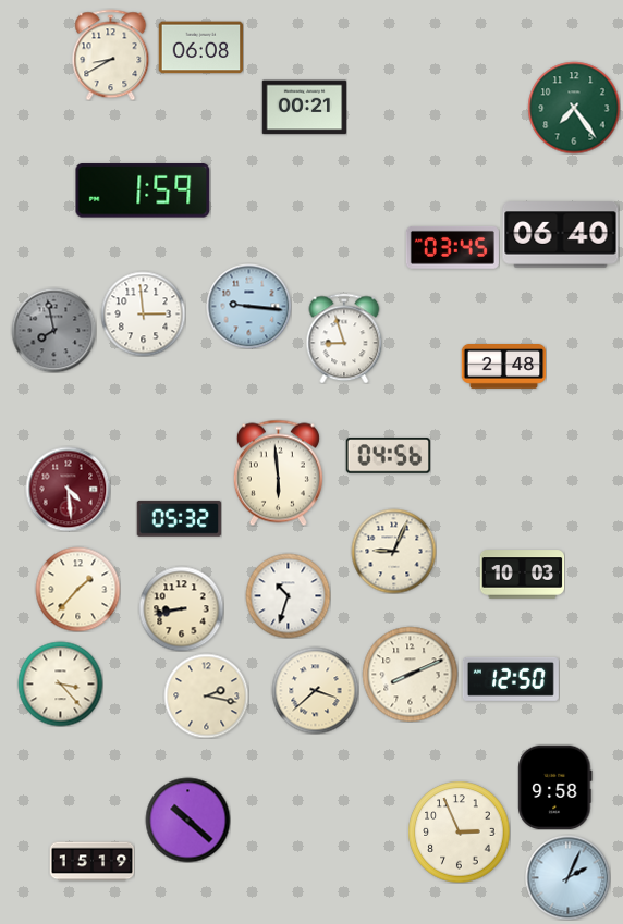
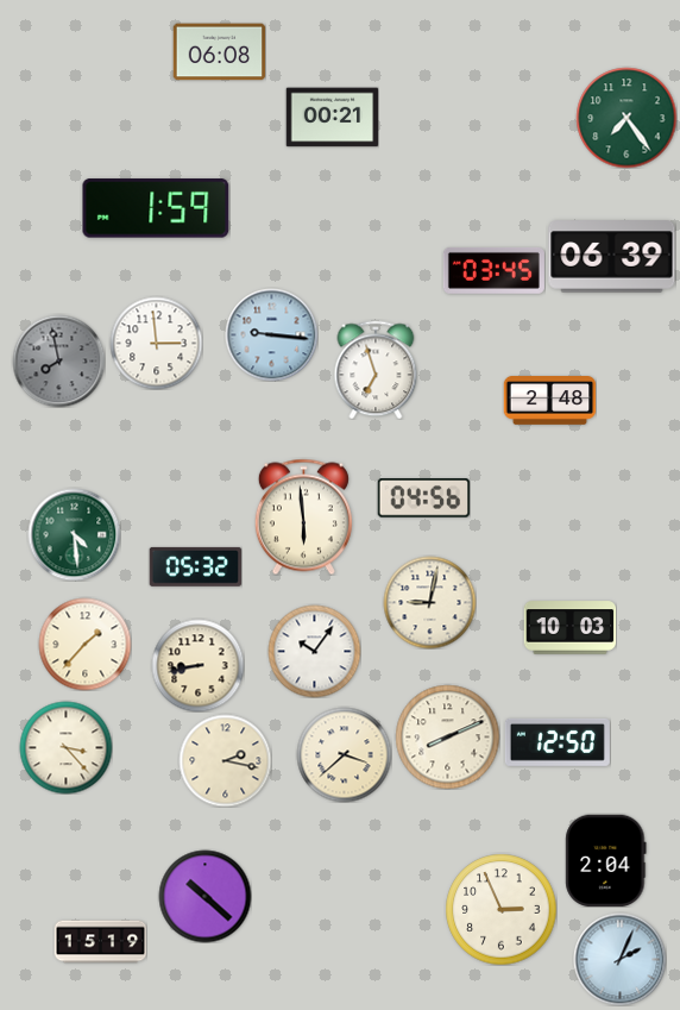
clock at (111, 54): 8:40 -> none
clock at (561, 235): 06:40 -> 06:39
clock at (344, 338): 8:57 -> 6:57
clock at (68, 489) dial: burgundy -> green
clock at (393, 551): 9:04 -> 9:02
clock at (288, 595): 10:33 -> 10:06
clock at (555, 787): 9:58 -> 2:04
